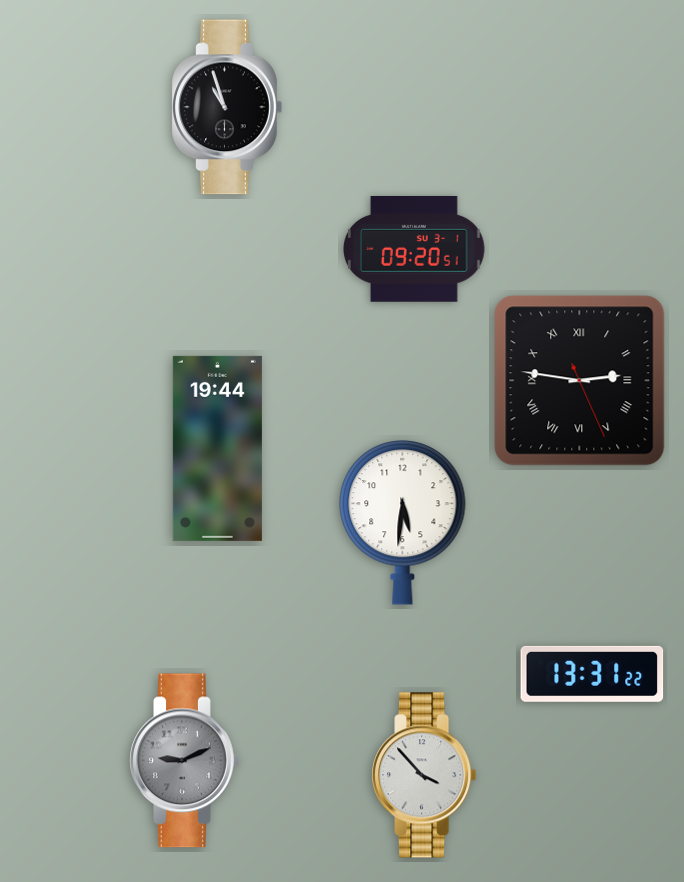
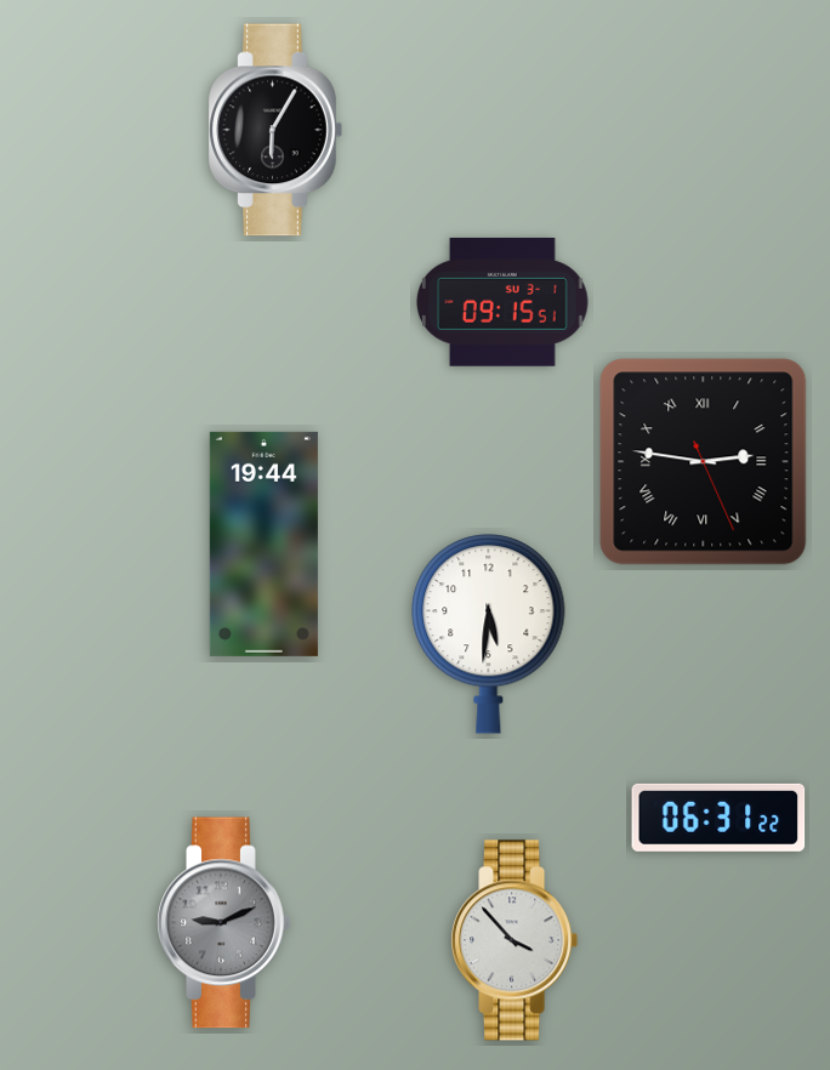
clock at (227, 107): 10:57 -> 6:05
clock at (415, 249): 09:20 -> 09:15
clock at (592, 674): 13:31 -> 06:31
